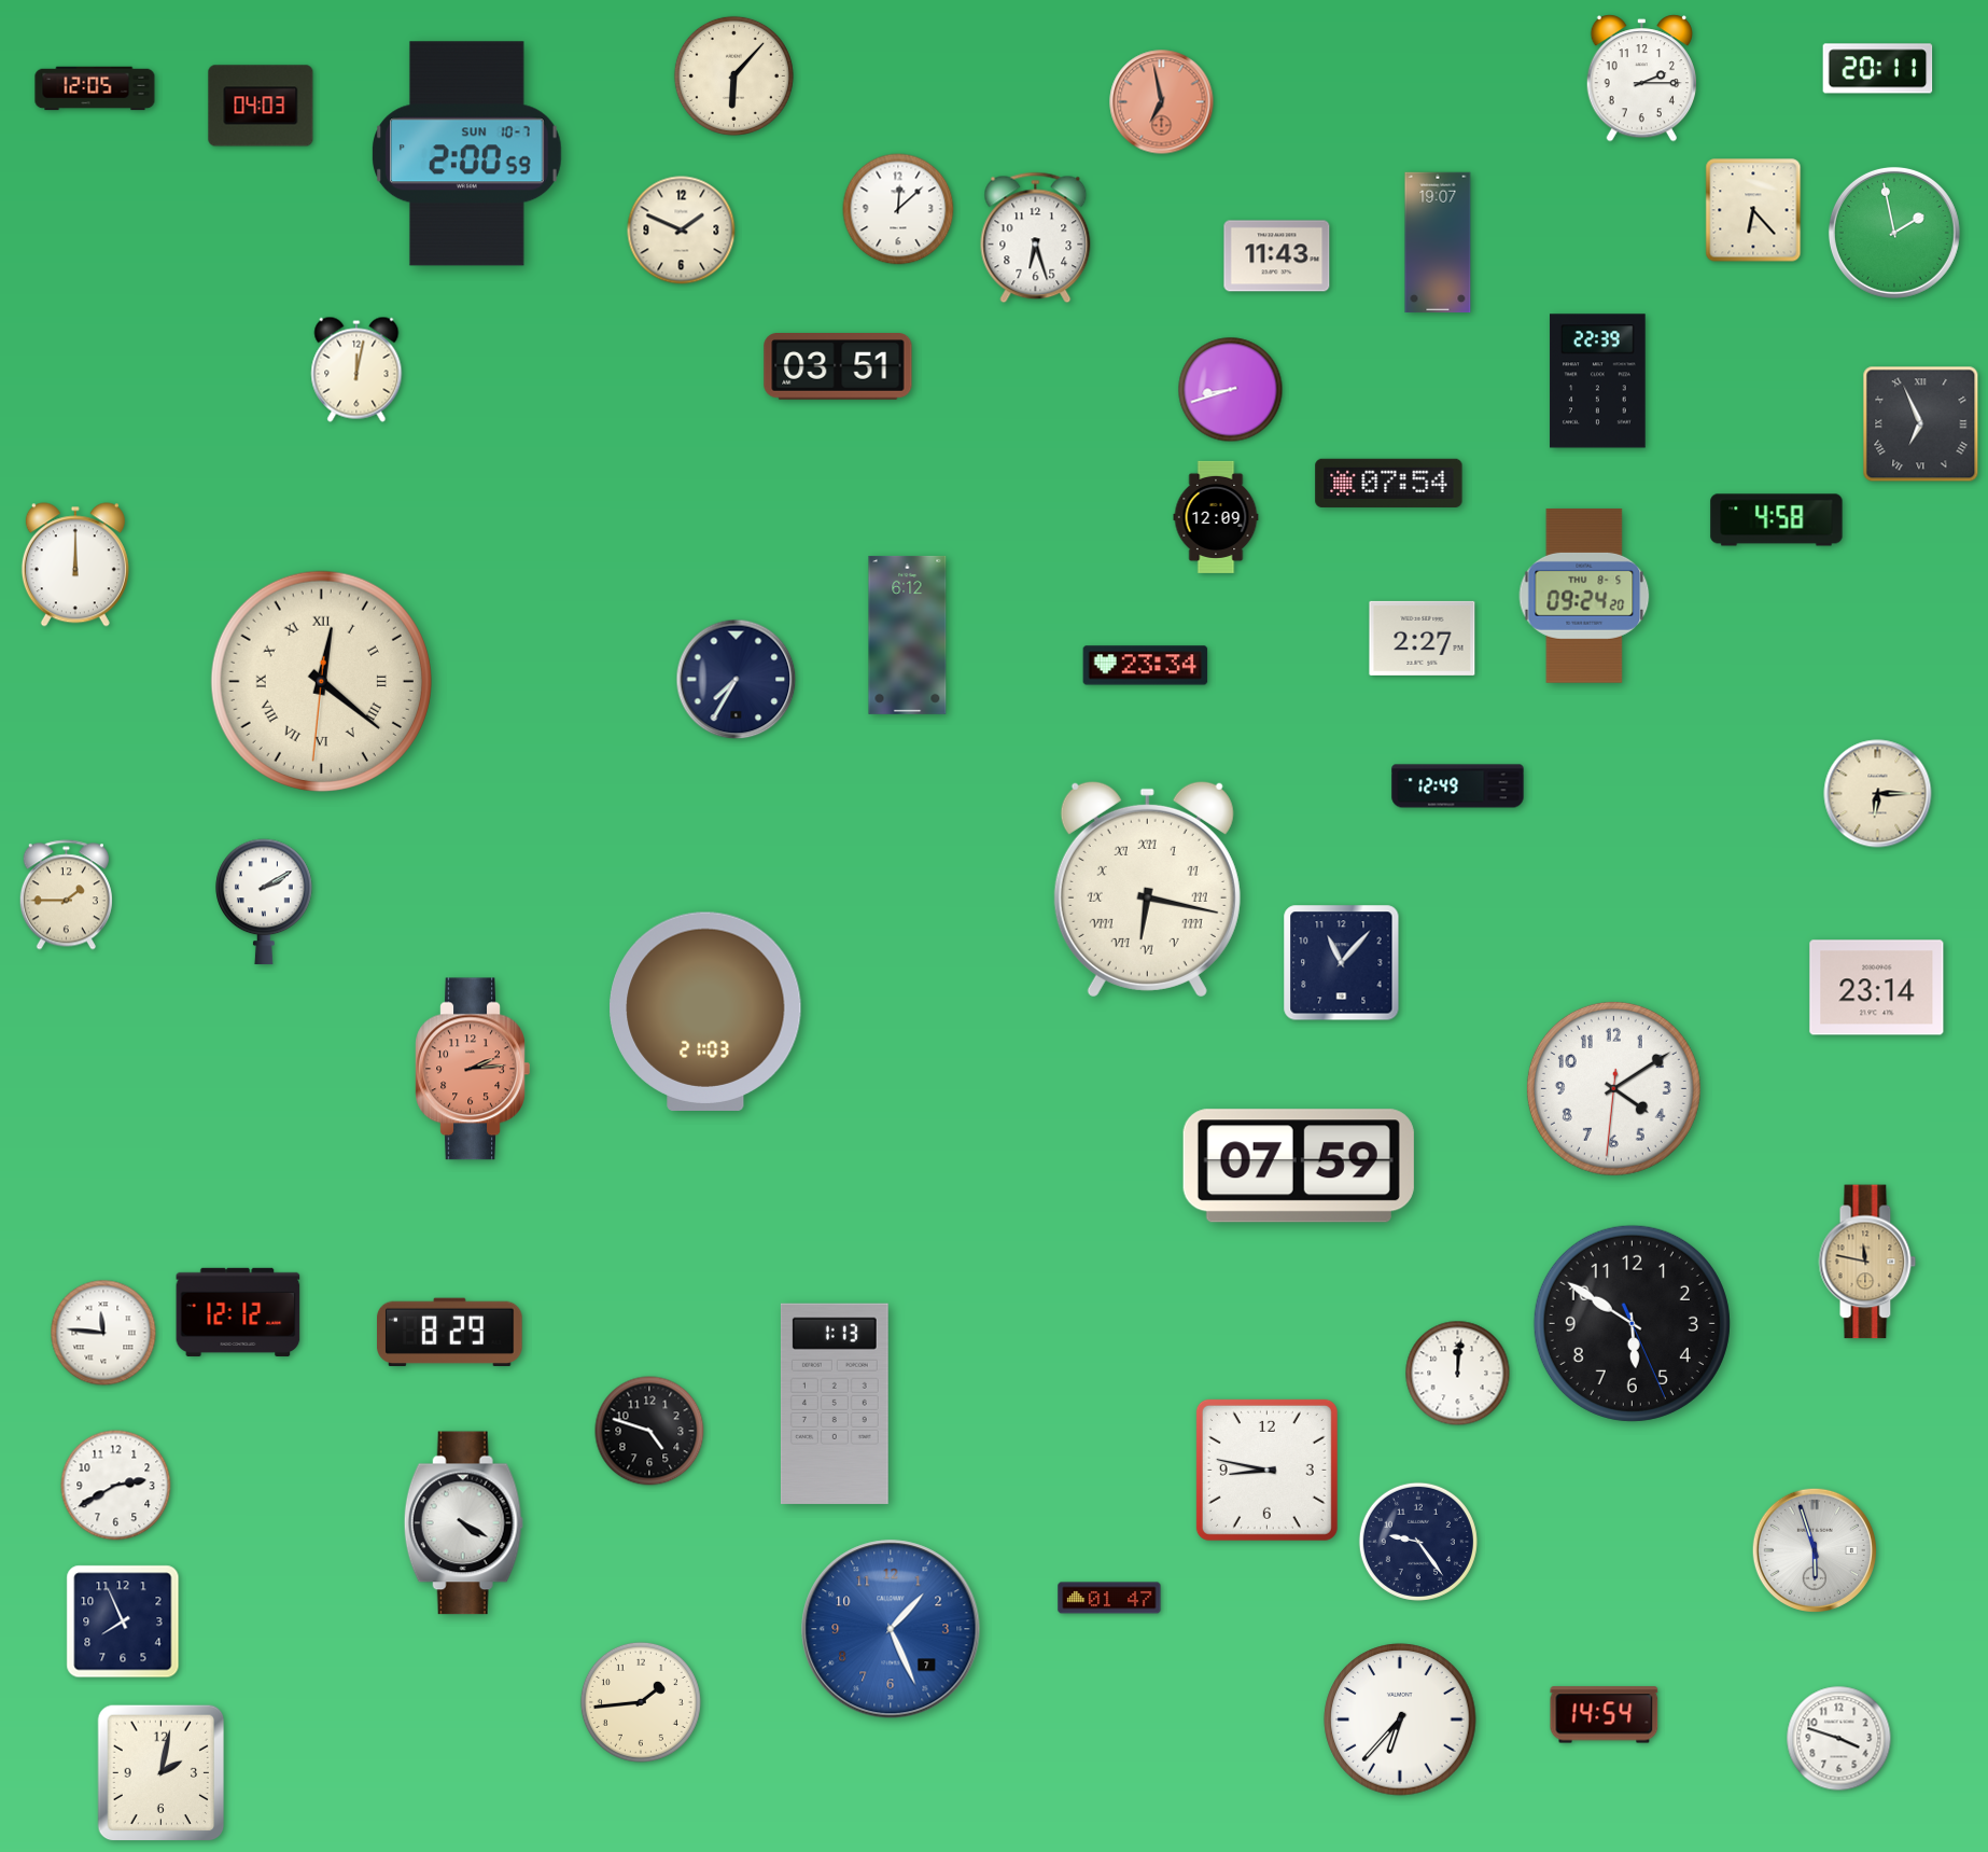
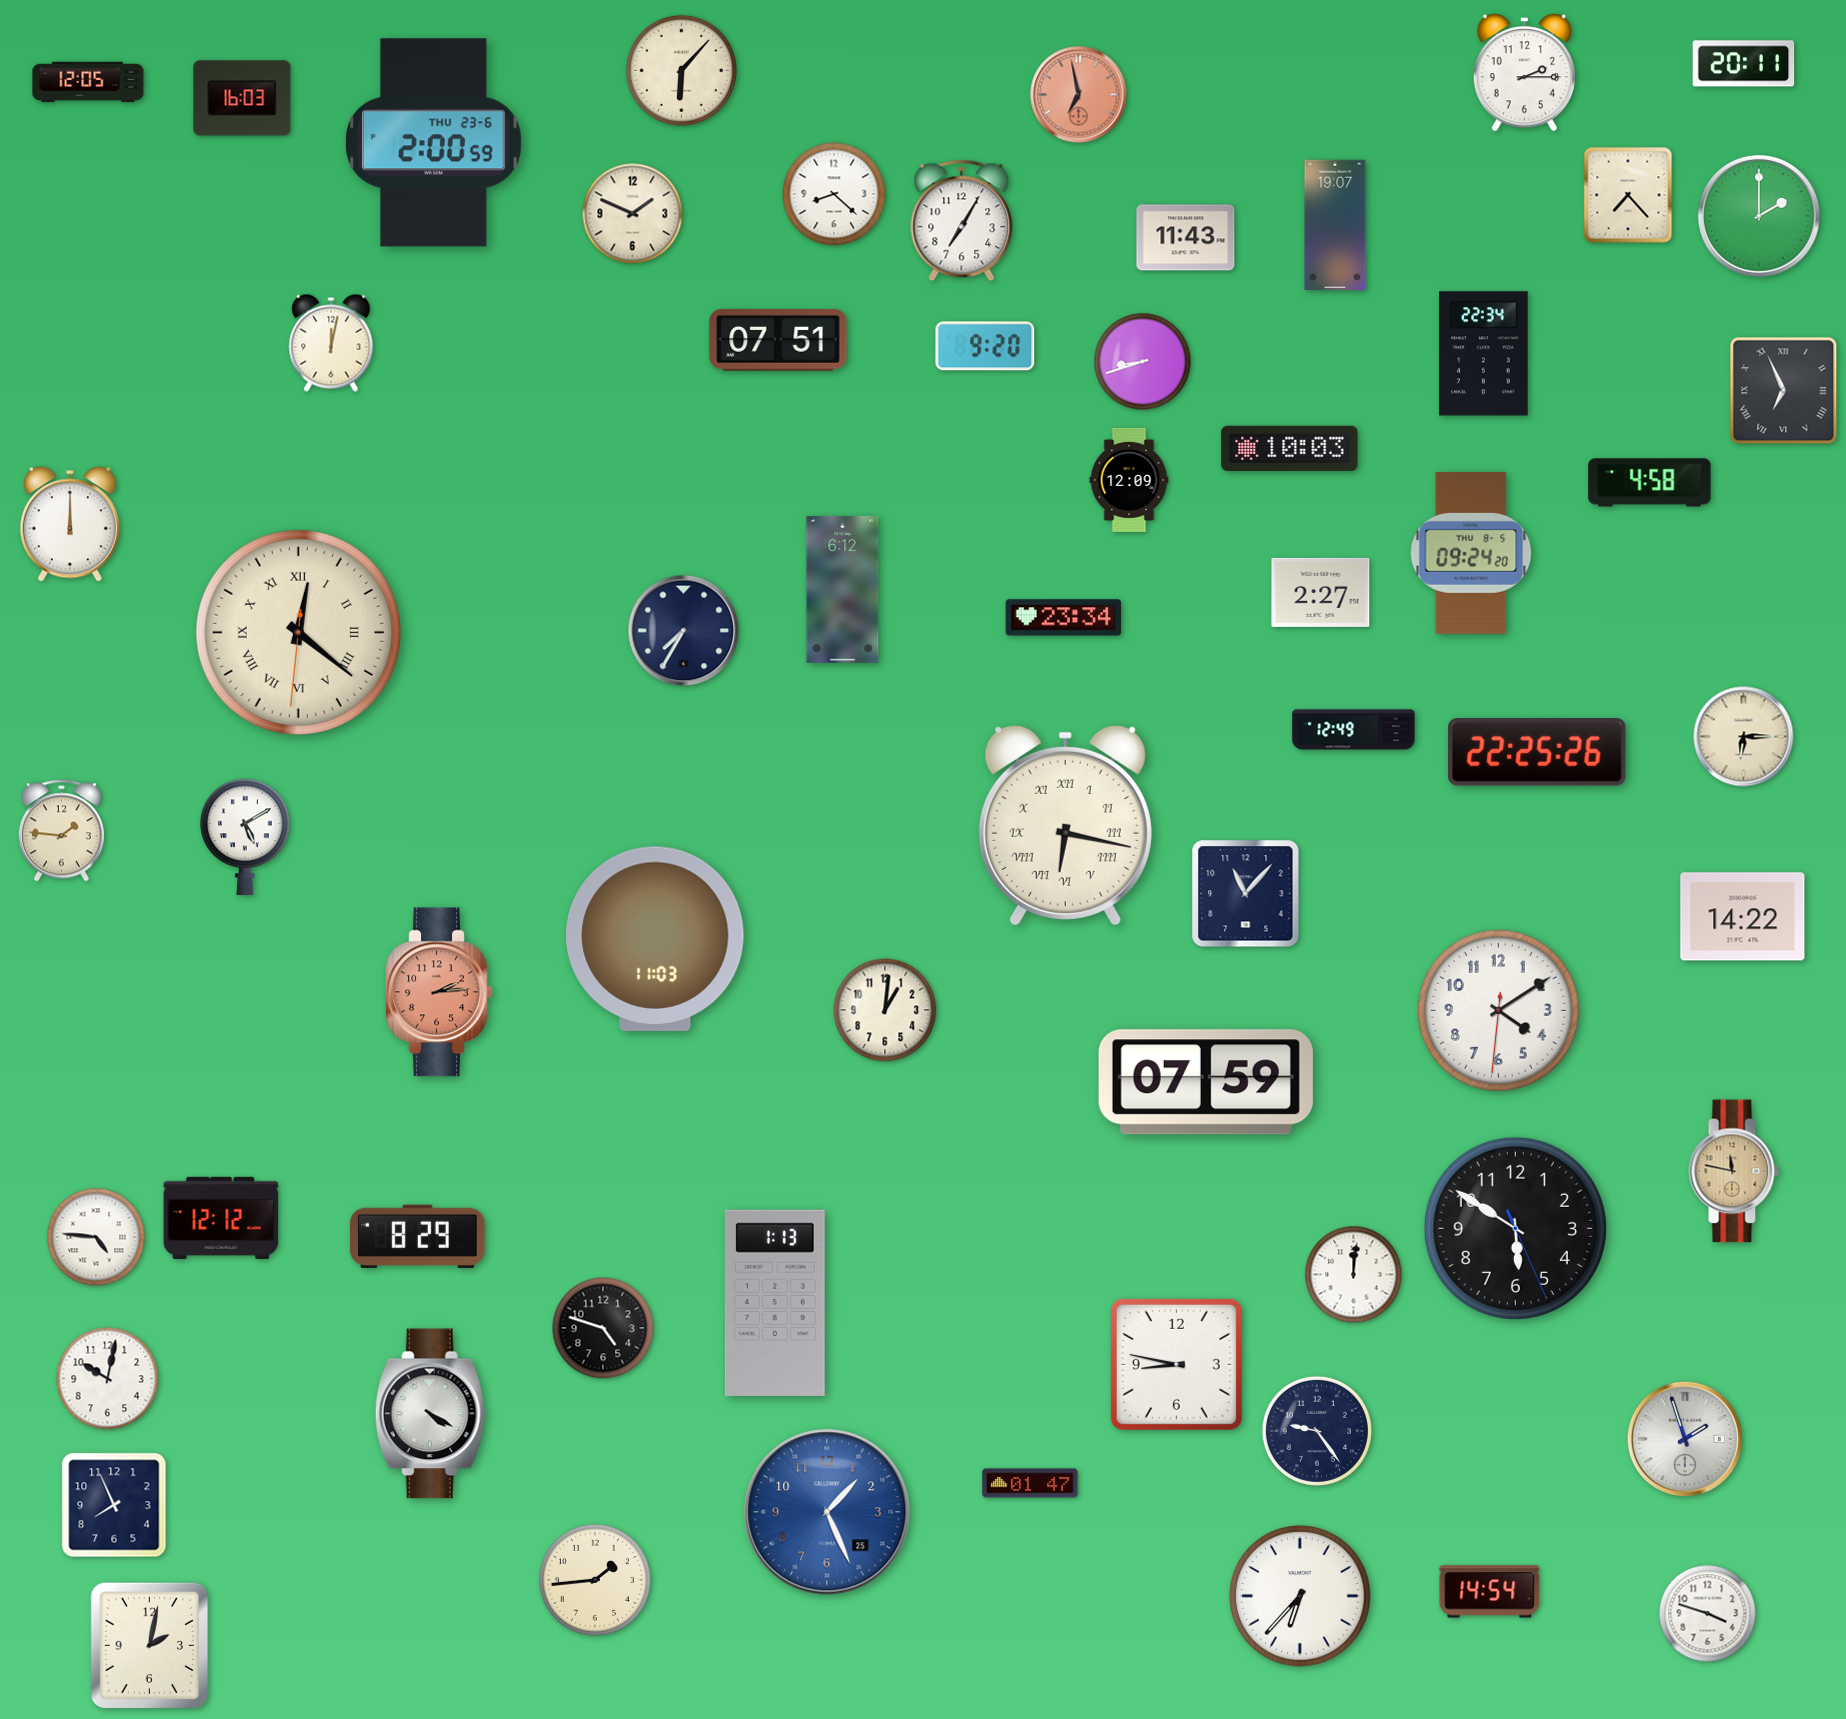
clock at (261, 106): 04:03 -> 16:03
clock at (467, 154) date: SUN 10-7 -> THU 23-6
clock at (898, 209): 12:08 -> 8:22
clock at (1753, 210): 6:23 -> 7:23
clock at (1894, 233): 1:58 -> 2:00
clock at (1036, 238): 6:27 -> 7:05
clock at (838, 366): 03:51 -> 07:51
clock at (985, 346): none -> 9:20
clock at (1598, 381): 22:39 -> 22:34
clock at (1921, 424) position: (1921, 424) -> (1784, 391)
clock at (1389, 483): 07:54 -> 10:03
clock at (1537, 753): none -> 22:25
clock at (66, 895): 1:45 -> 1:46
clock at (264, 902): 2:10 -> 5:10
clock at (1877, 988): 23:14 -> 14:22
clock at (705, 1011): 21:03 -> 11:03
clock at (885, 1010): none -> 1:01
clock at (103, 1333): 11:46 -> 4:46
clock at (116, 1486): 2:40 -> 10:02
clock at (1814, 1549): 5:57 -> 1:57
clock at (891, 1629) date: 7 -> 25
